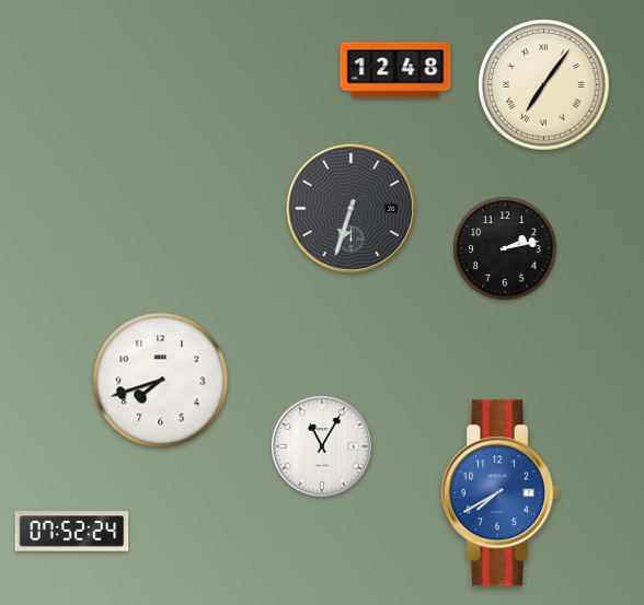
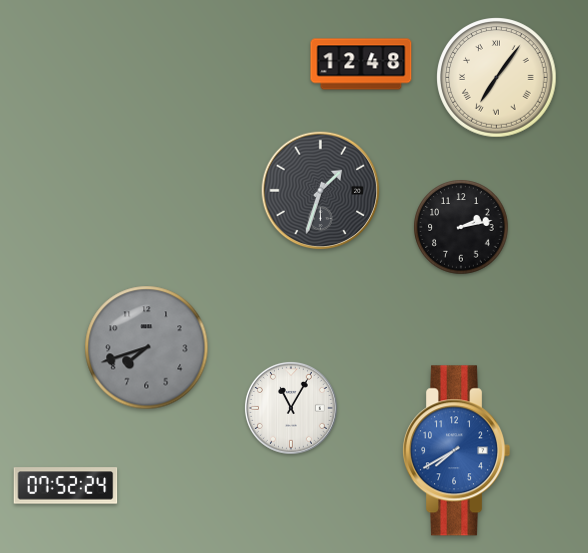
clock at (352, 209): 6:33 -> 1:33
clock at (161, 381) dial: white -> grey
clock at (322, 446) position: (322, 446) -> (291, 408)
